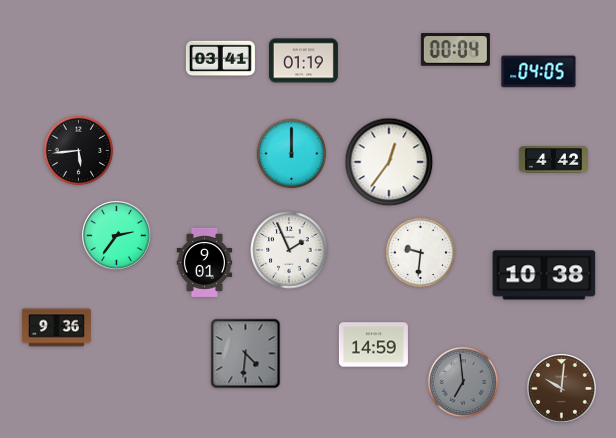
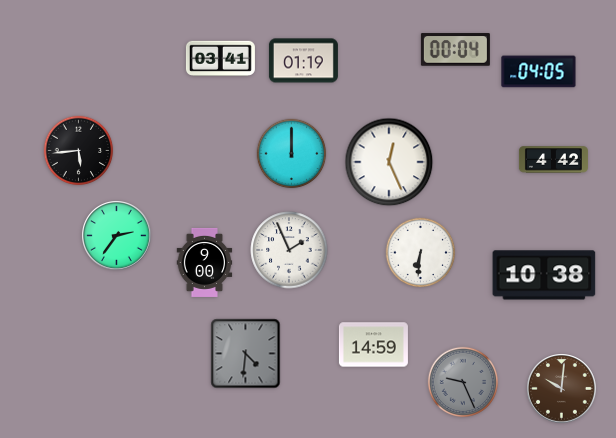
clock at (389, 162): 12:36 -> 12:26
clock at (421, 253): 9:31 -> 6:31
clock at (205, 262): 9:01 -> 9:00
clock at (56, 328): 9:36 -> none
clock at (463, 382): 6:59 -> 9:26
